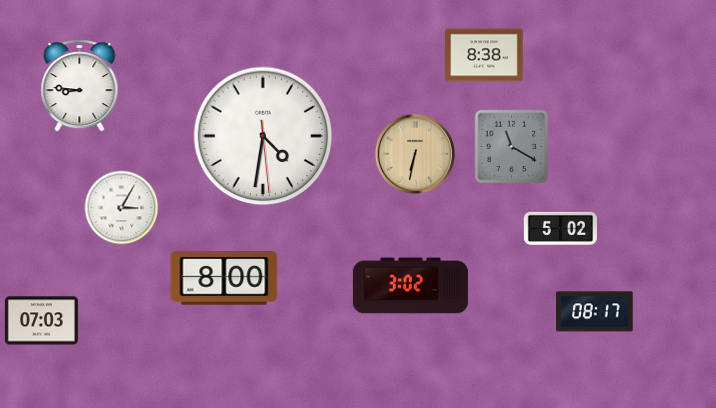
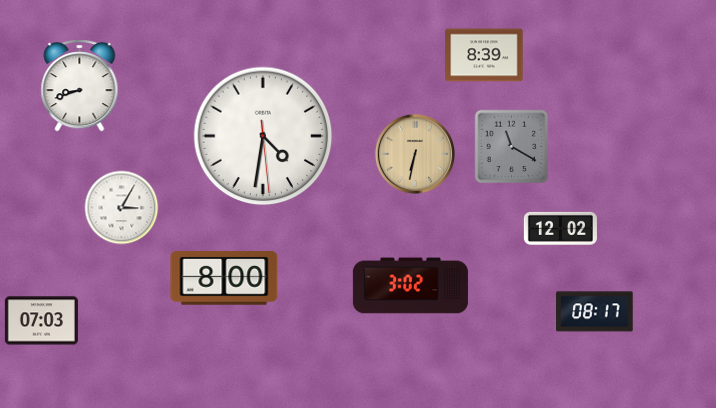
clock at (484, 55): 8:38 -> 8:39
clock at (80, 86): 8:46 -> 8:42
clock at (560, 228): 5:02 -> 12:02
